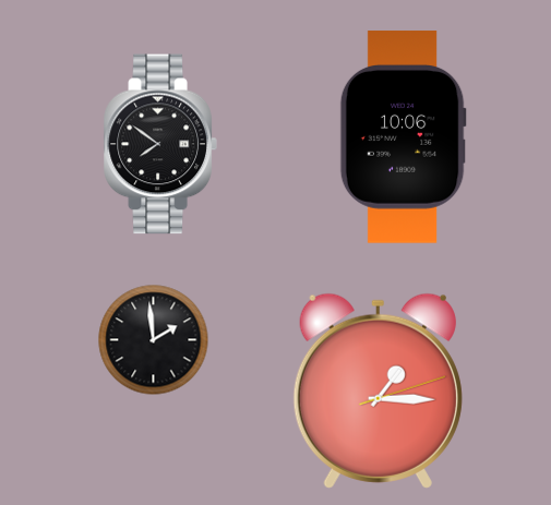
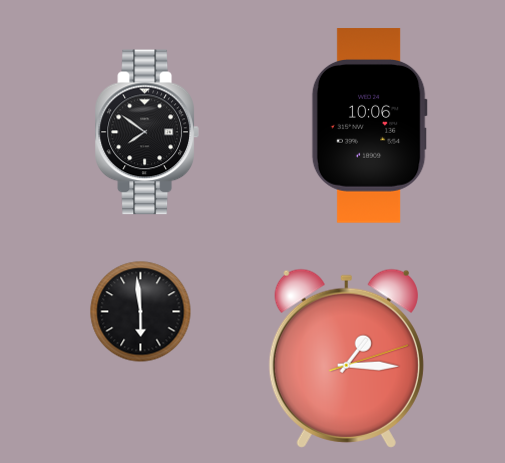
clock at (154, 340): 1:59 -> 5:59
